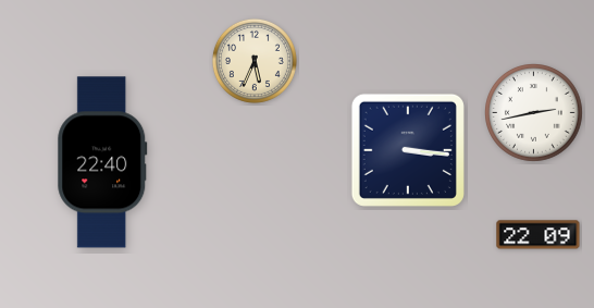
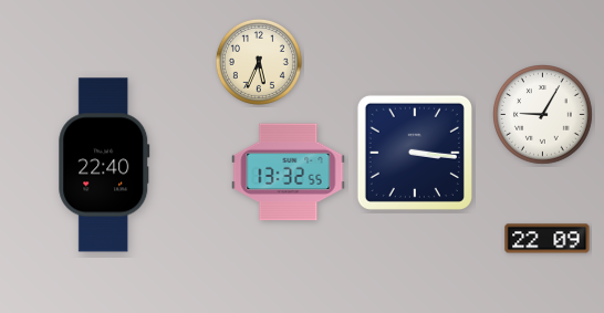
clock at (534, 113): 2:43 -> 9:05
clock at (289, 173): none -> 13:32
